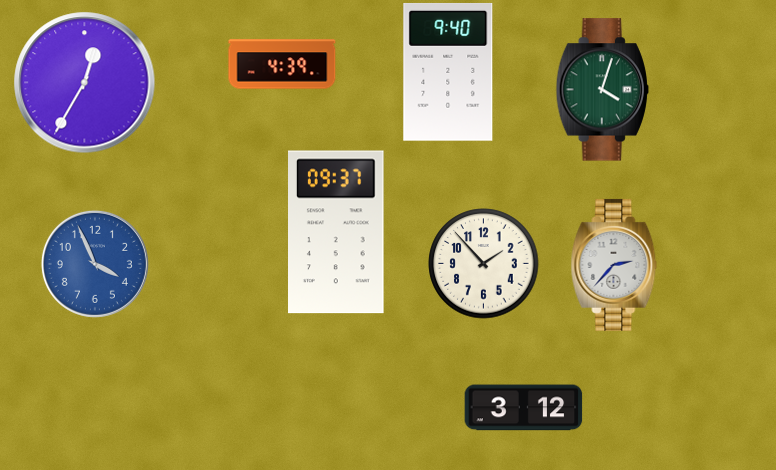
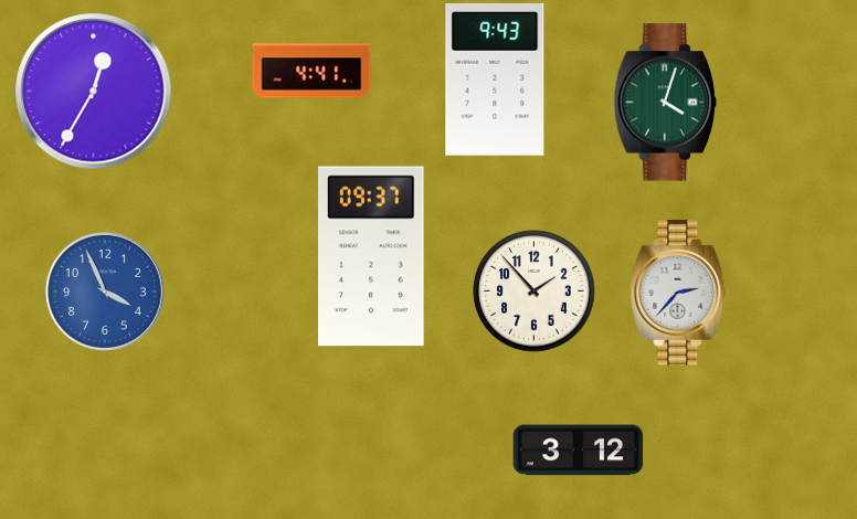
clock at (282, 64): 4:39 -> 4:41
clock at (448, 72): 9:40 -> 9:43
clock at (602, 90) position: (602, 90) -> (665, 103)
